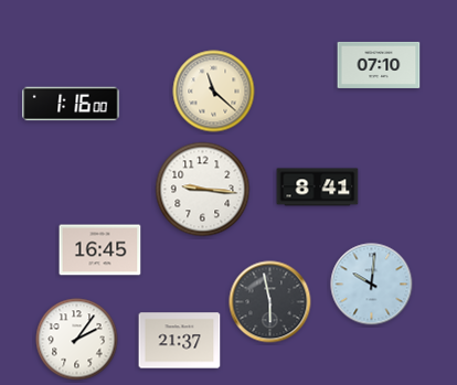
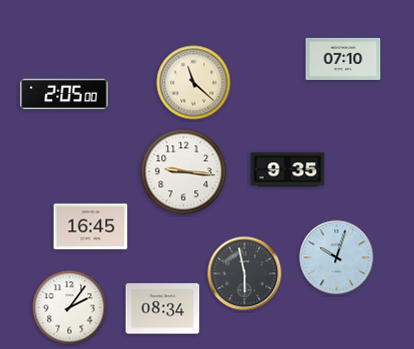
clock at (71, 104): 1:16 -> 2:05
clock at (318, 188): 8:41 -> 9:35
clock at (372, 285): 10:01 -> 10:03
clock at (180, 341): 21:37 -> 08:34
